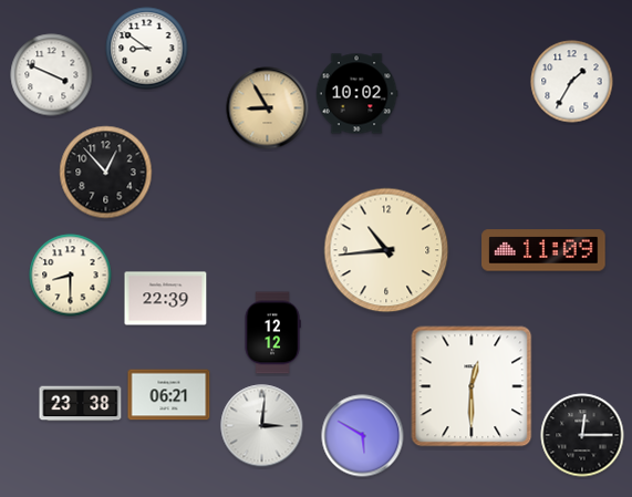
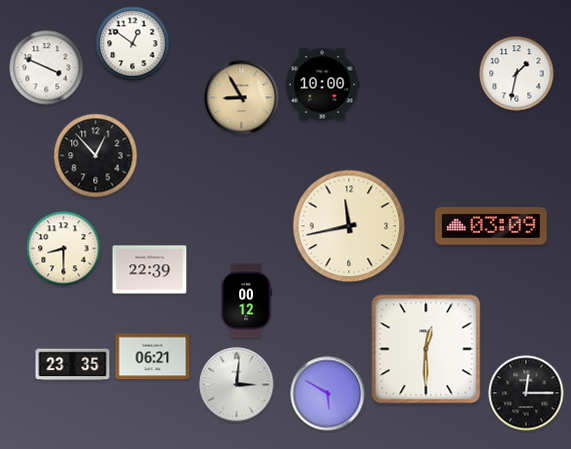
clock at (147, 49): 8:51 -> 12:51
clock at (572, 82): 1:35 -> 1:32
clock at (356, 94): 10:02 -> 10:00
clock at (386, 250): 10:44 -> 11:43
clock at (543, 250): 11:09 -> 03:09
clock at (272, 333): 12:12 -> 00:12
clock at (81, 404): 23:38 -> 23:35
